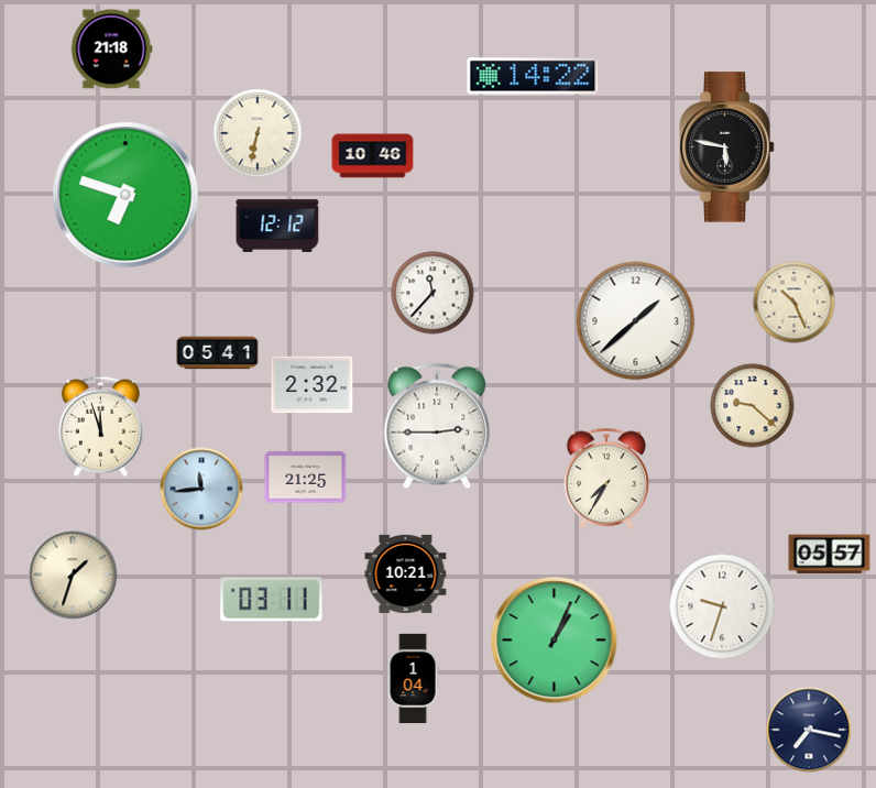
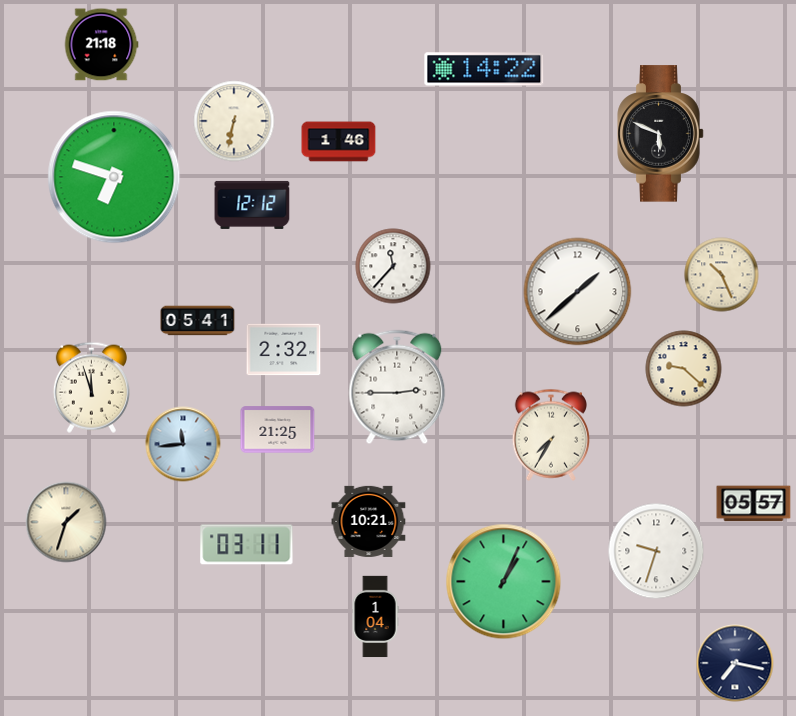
clock at (727, 147): 5:47 -> 5:49
clock at (373, 156): 10:46 -> 1:46
clock at (306, 478) position: (306, 478) -> (278, 430)
